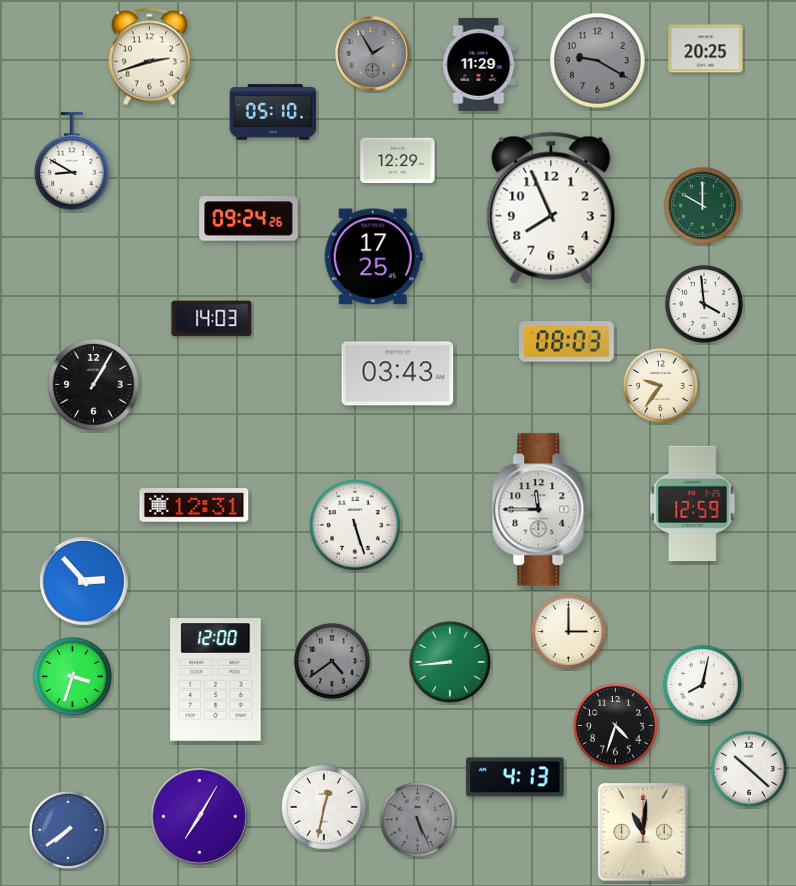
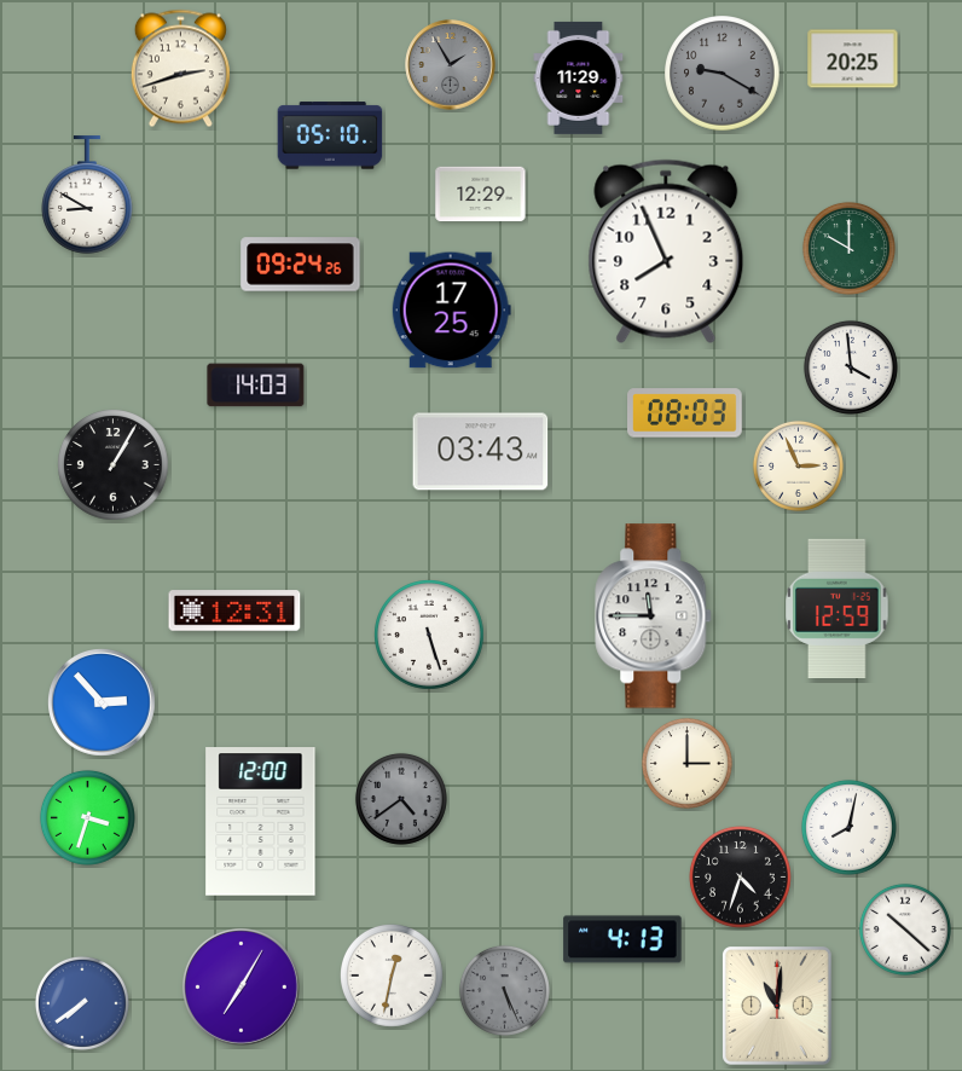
clock at (660, 385): 9:36 -> 2:56
clock at (450, 662): 8:44 -> none
clock at (616, 726) position: (616, 726) -> (741, 878)
